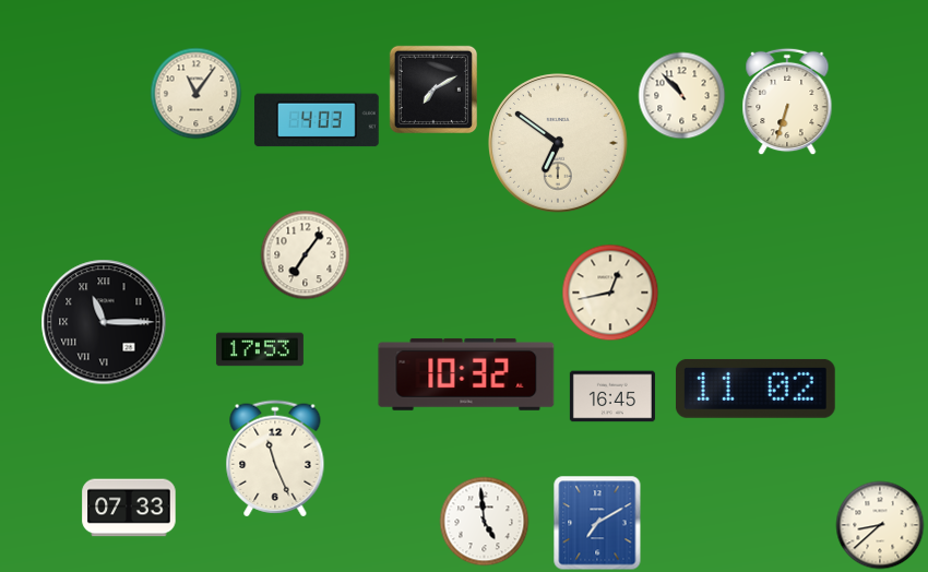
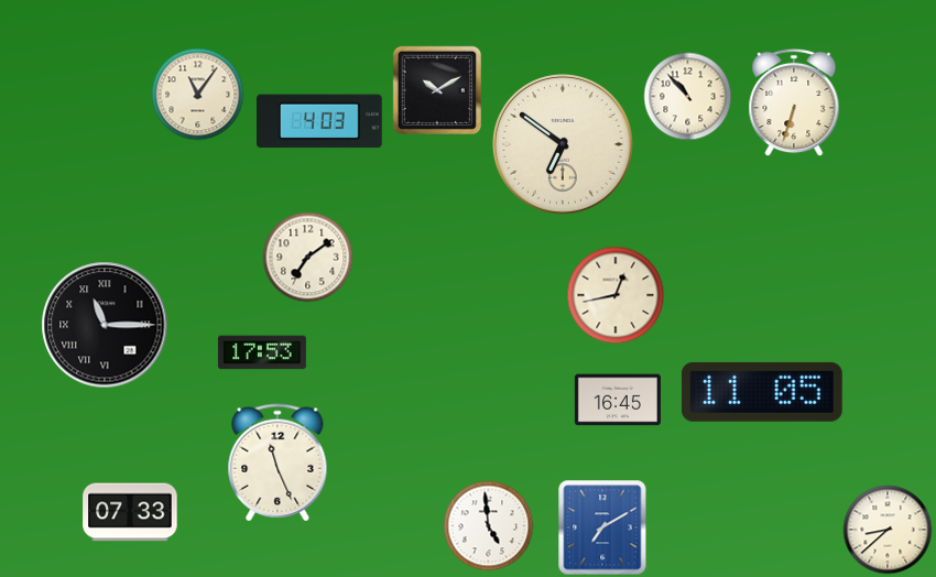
clock at (432, 88): 7:10 -> 10:10
clock at (306, 255): 7:06 -> 7:09
clock at (466, 374): 10:32 -> none
clock at (756, 389): 11:02 -> 11:05
